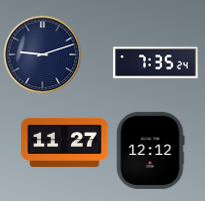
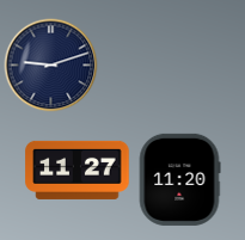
clock at (156, 63): 7:35 -> none
clock at (150, 150): 12:12 -> 11:20
